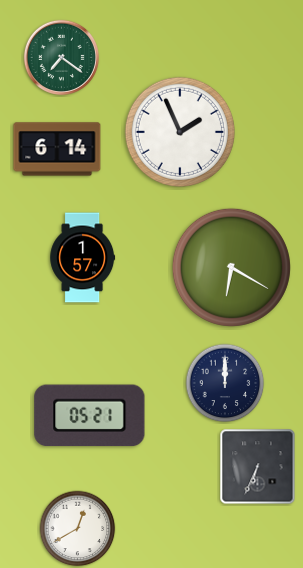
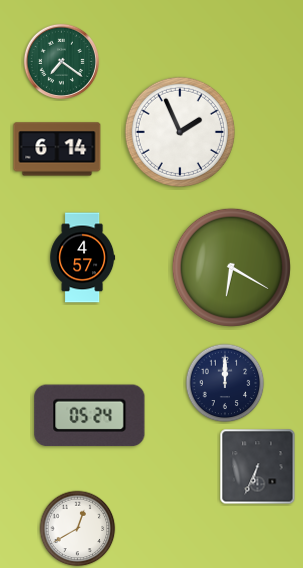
clock at (61, 57) position: (61, 57) -> (61, 61)
clock at (83, 258): 1:57 -> 4:57
clock at (90, 416): 05:21 -> 05:24
